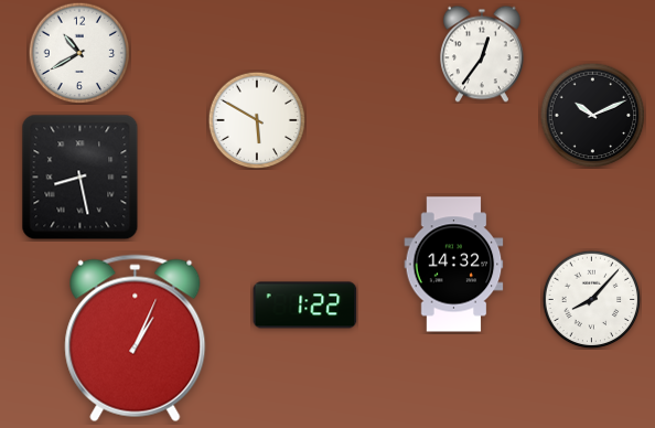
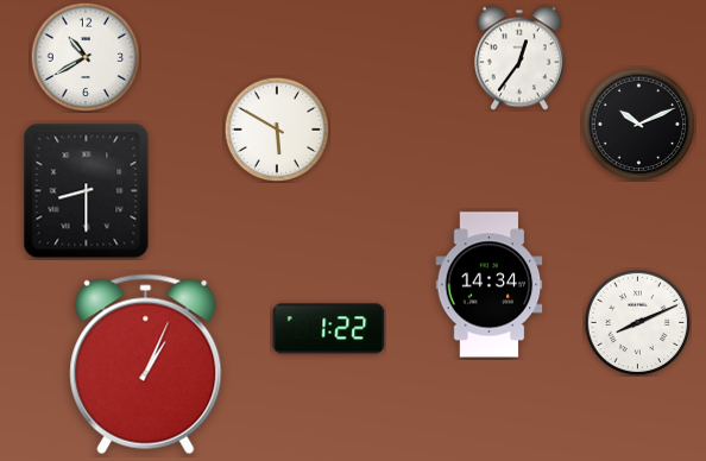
clock at (80, 178): 8:28 -> 8:30
clock at (454, 265): 14:32 -> 14:34
clock at (591, 299): 8:07 -> 8:11
